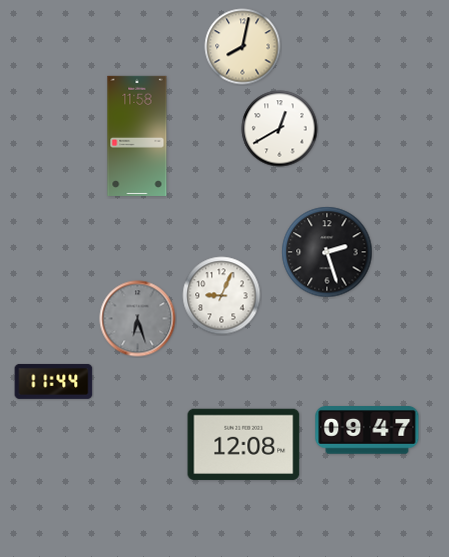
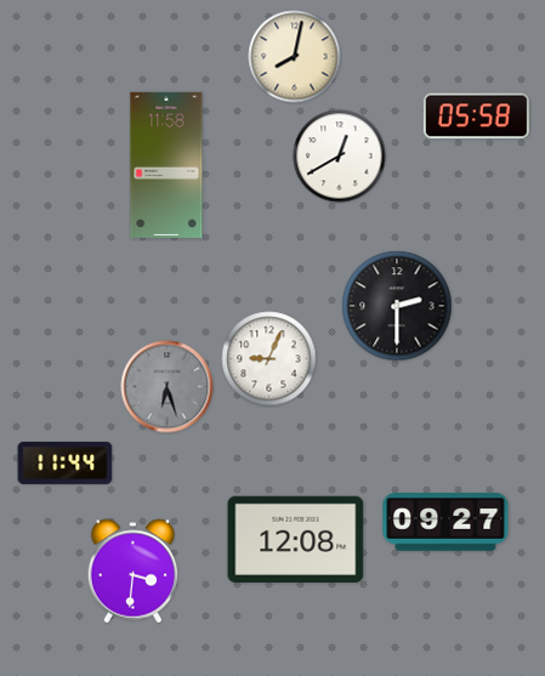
clock at (476, 117): none -> 05:58
clock at (327, 252): 2:27 -> 2:30
clock at (367, 430): 09:47 -> 09:27
clock at (134, 572): none -> 3:31
